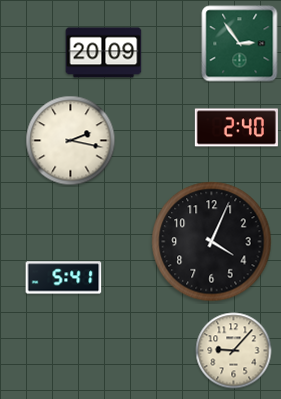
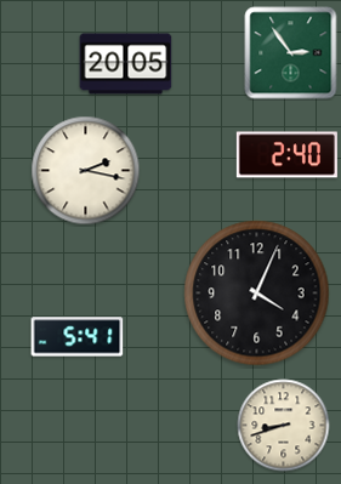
clock at (104, 53): 20:09 -> 20:05
clock at (234, 351): 9:07 -> 8:42
